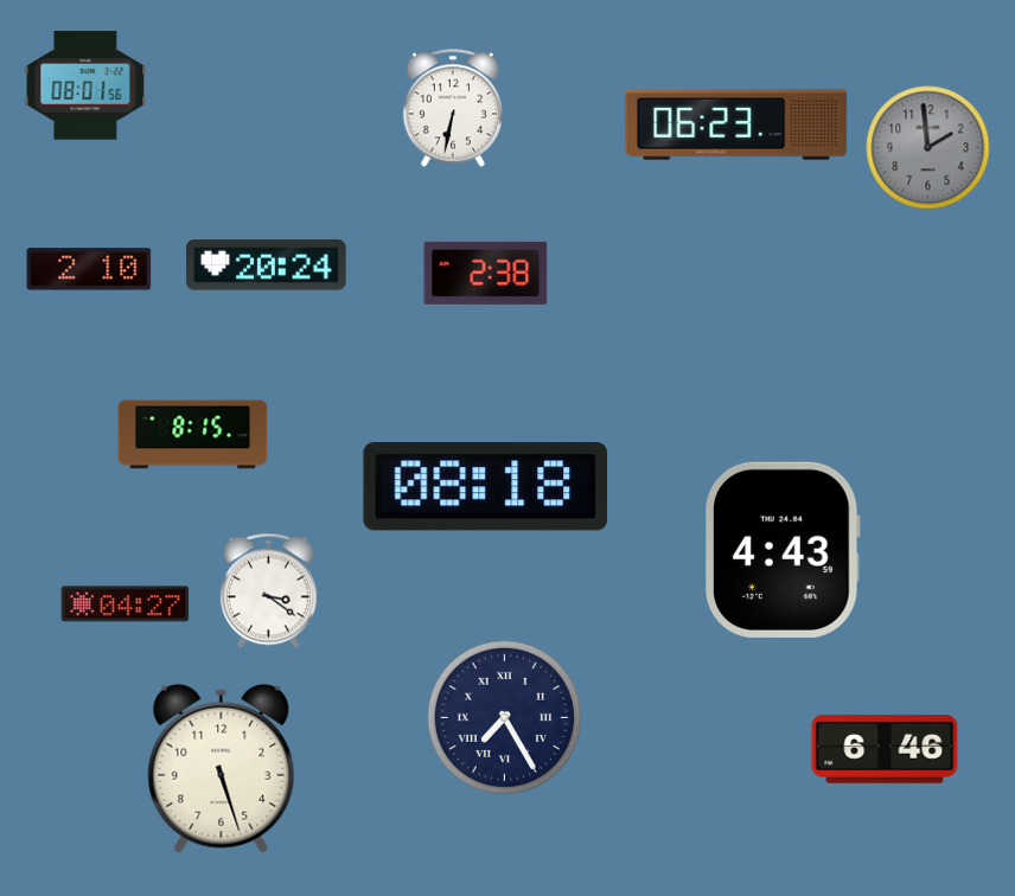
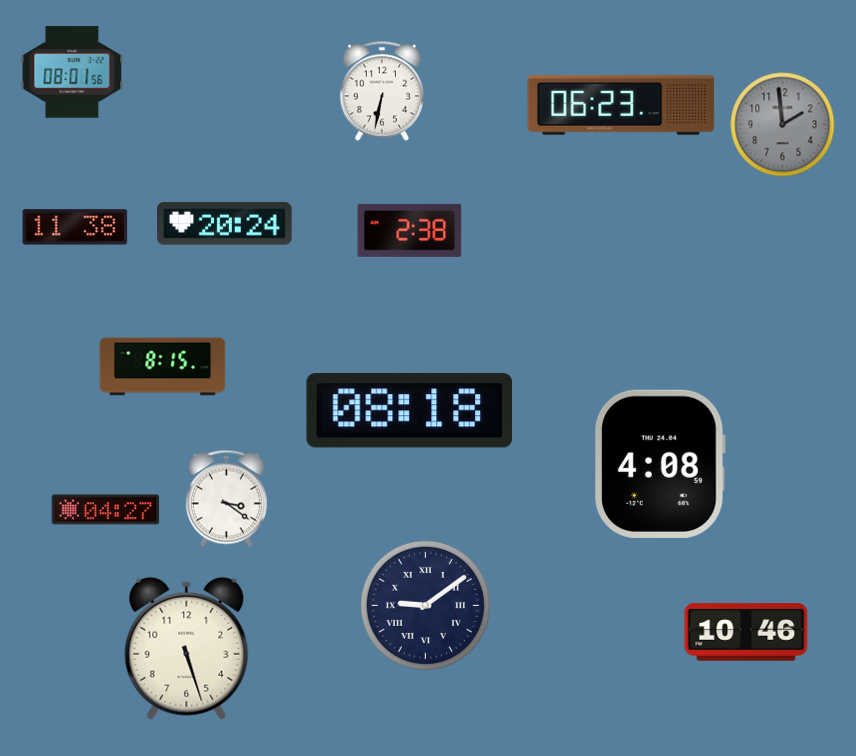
clock at (89, 269): 2:10 -> 11:38
clock at (784, 550): 4:43 -> 4:08
clock at (504, 717): 7:25 -> 9:09
clock at (885, 749): 6:46 -> 10:46
